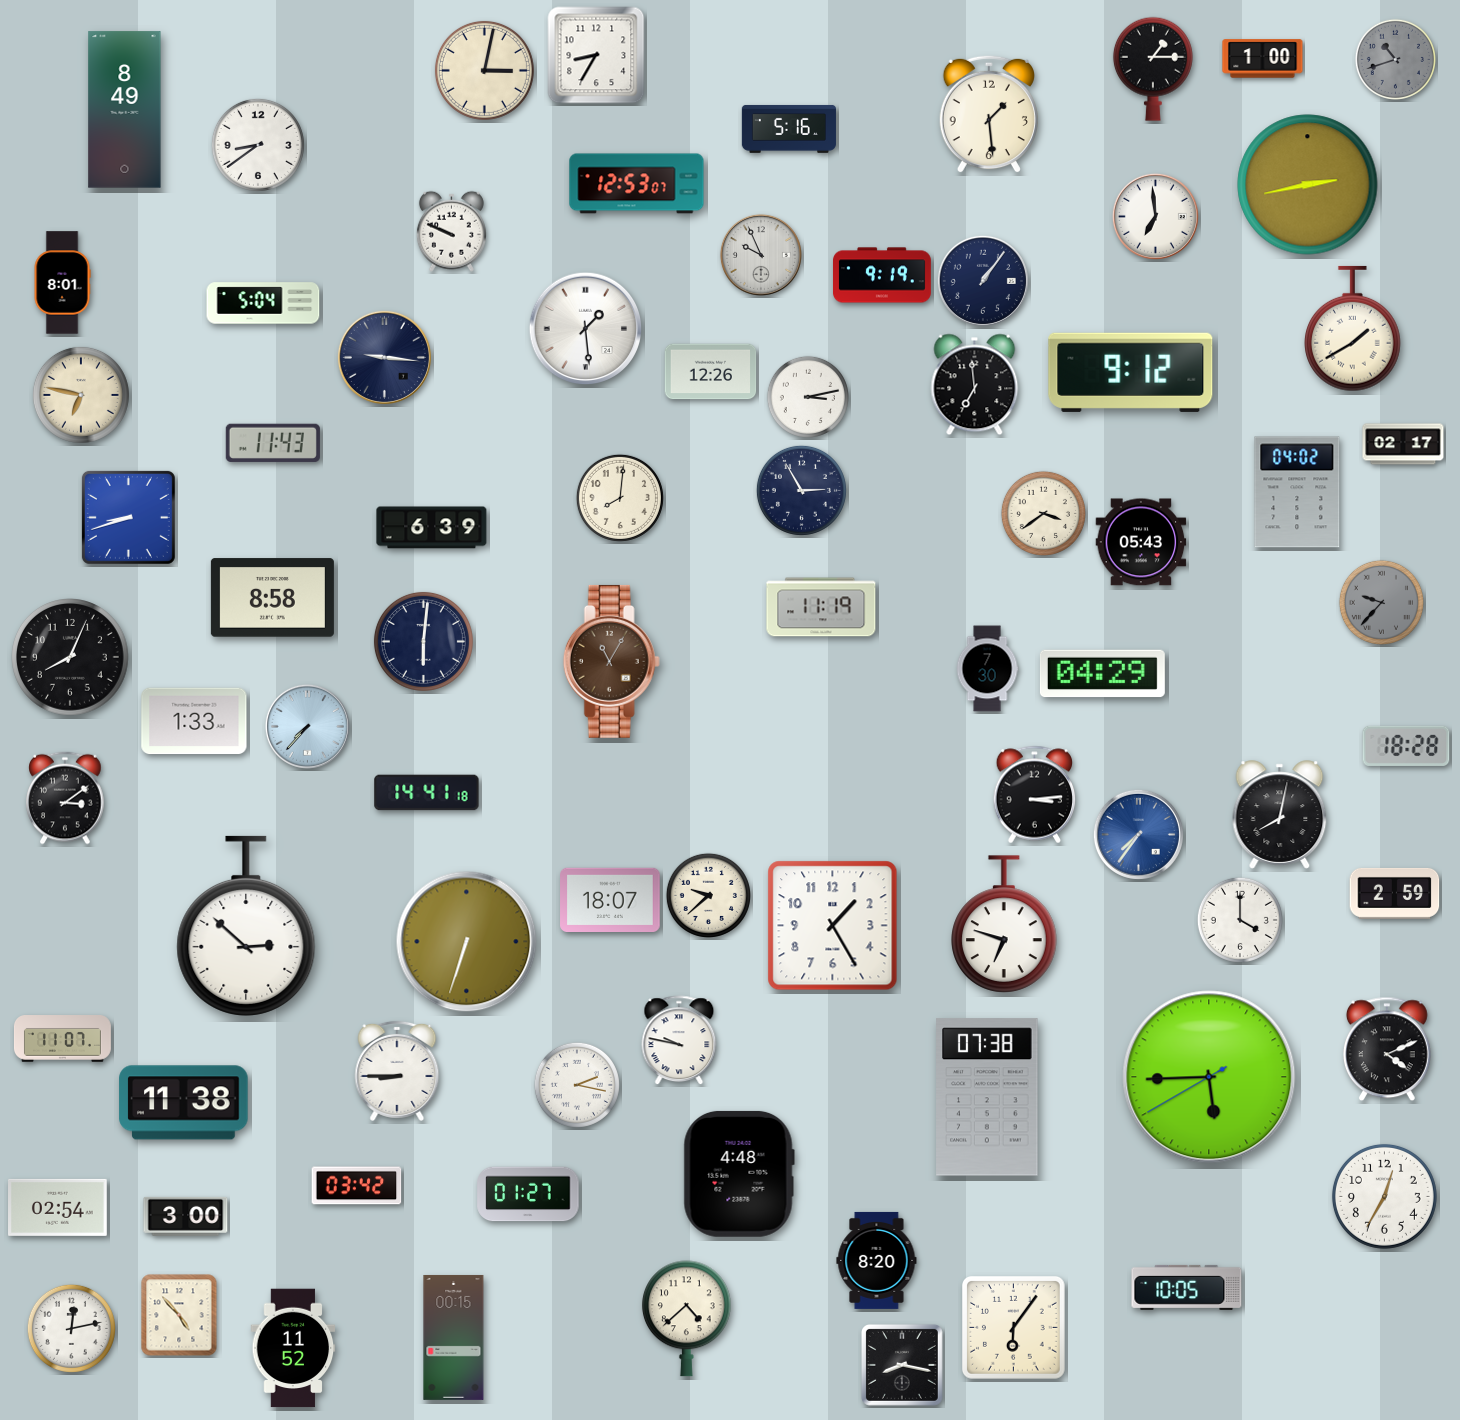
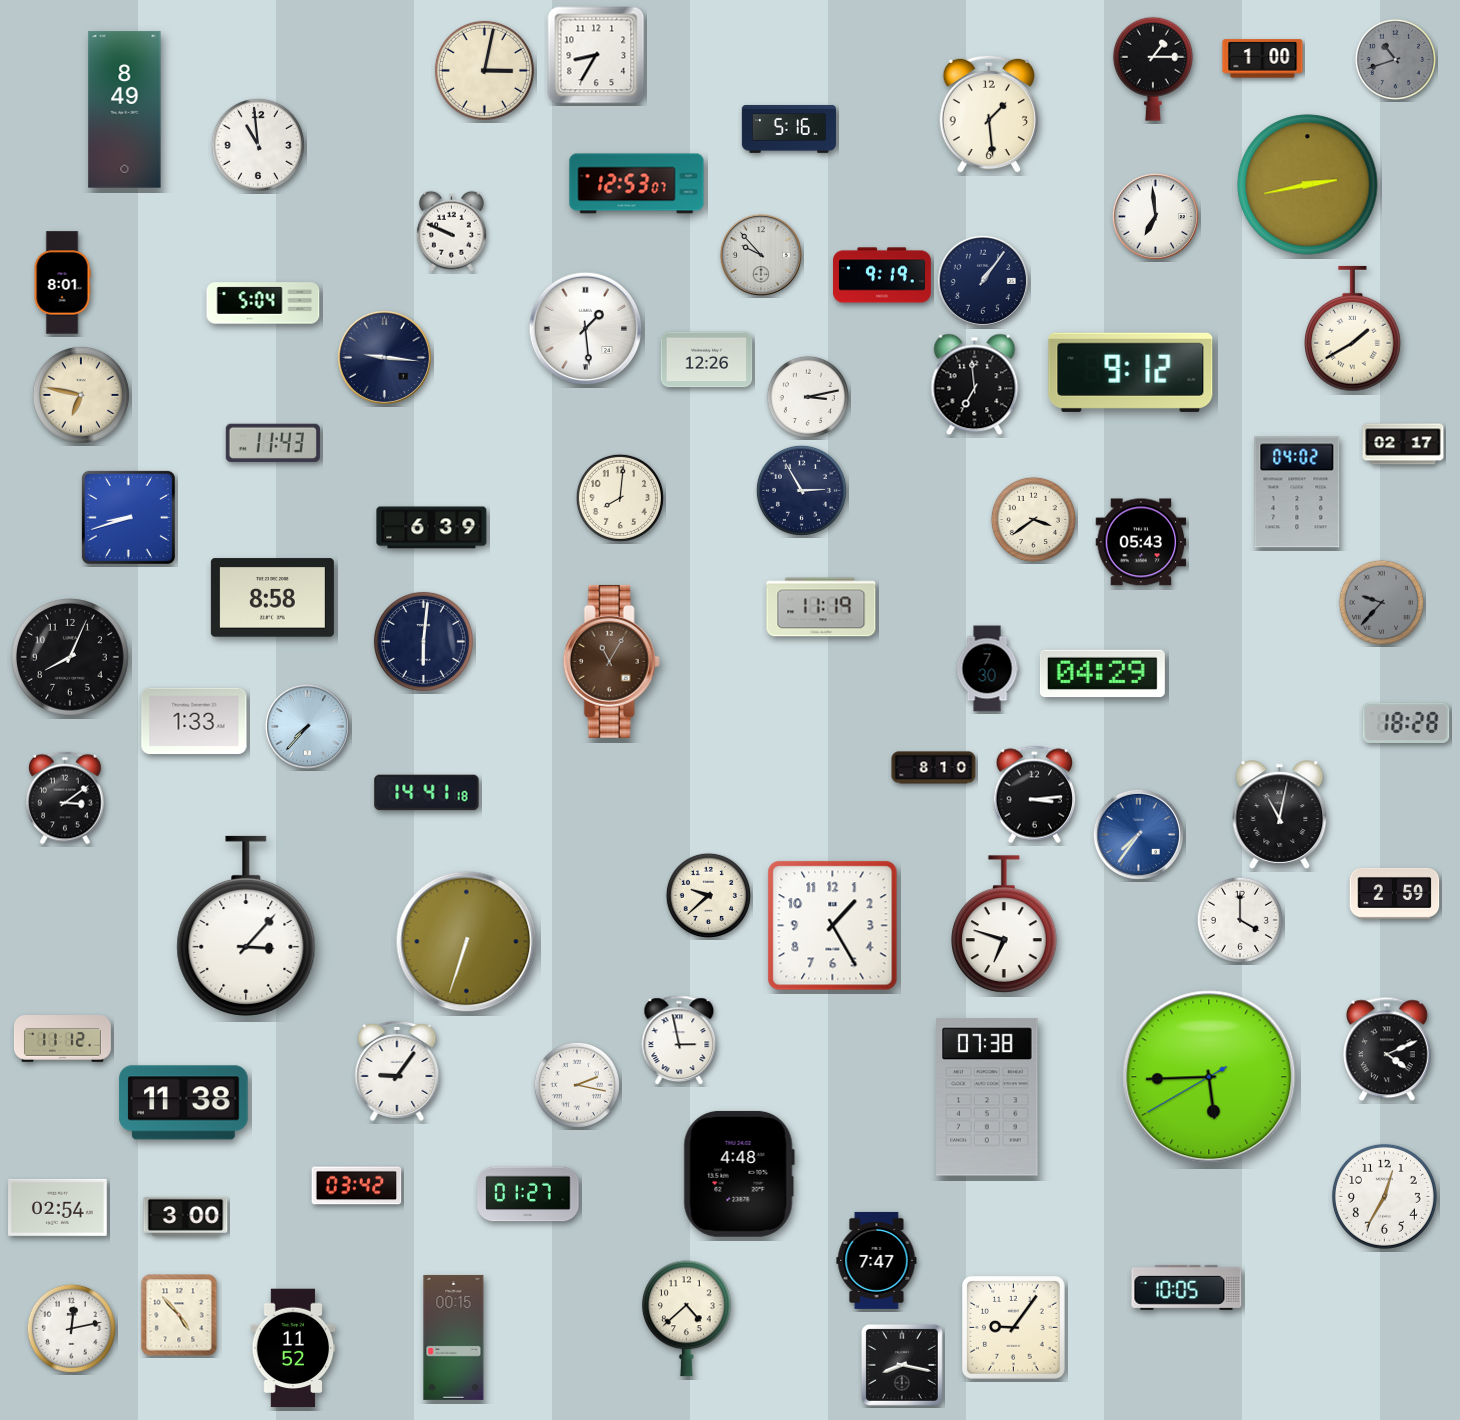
clock at (258, 145): 8:39 -> 10:59
clock at (761, 255): 9:56 -> 9:53
clock at (711, 372) position: (711, 372) -> (707, 360)
clock at (1043, 513) position: (1043, 513) -> (1033, 519)
clock at (1406, 746) position: (1406, 746) -> (1406, 723)
clock at (934, 768): none -> 8:10
clock at (1280, 815): 8:02 -> 11:02
clock at (610, 899): 18:07 -> none
clock at (246, 926): 2:52 -> 3:07
clock at (62, 1039): 11:07 -> 11:12
clock at (679, 1041): 9:47 -> 2:58
clock at (397, 1071): 8:45 -> 9:06
clock at (877, 1260): 8:20 -> 7:47
clock at (1014, 1328): 6:06 -> 9:06
